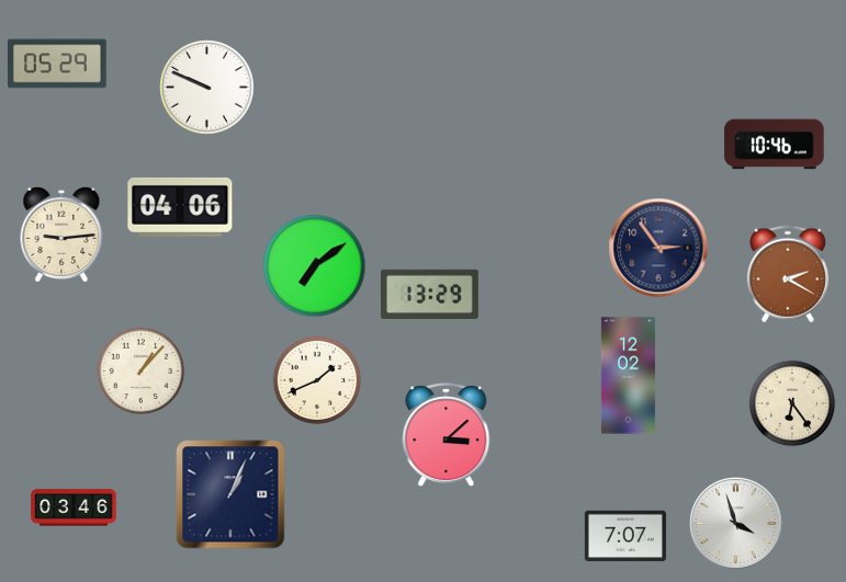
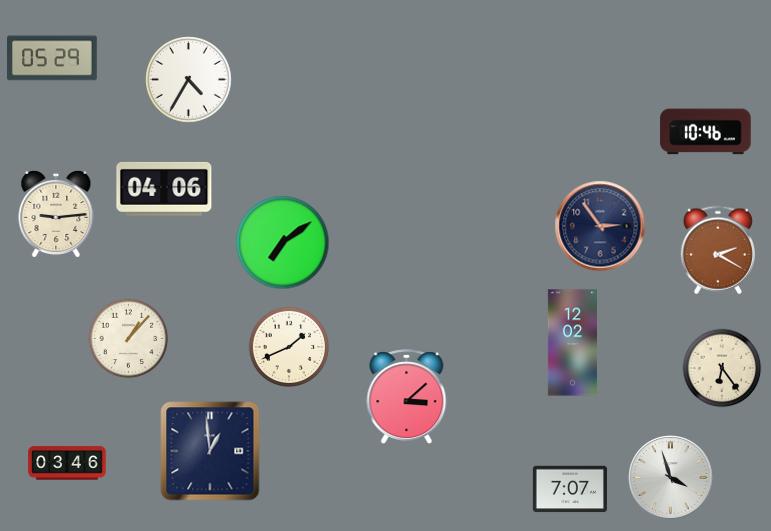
clock at (207, 88): 9:49 -> 4:35
clock at (315, 266) position: (315, 266) -> (283, 243)
clock at (429, 294): 13:29 -> none
clock at (230, 494): 1:04 -> 12:59
